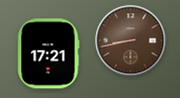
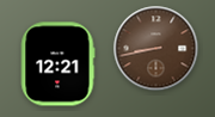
clock at (48, 54): 17:21 -> 12:21
